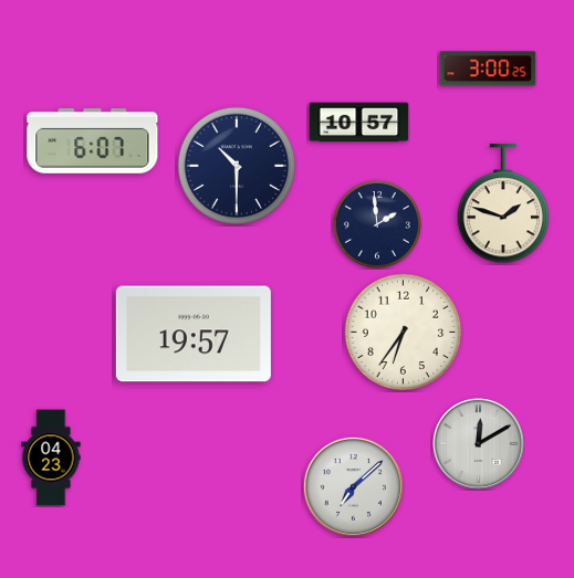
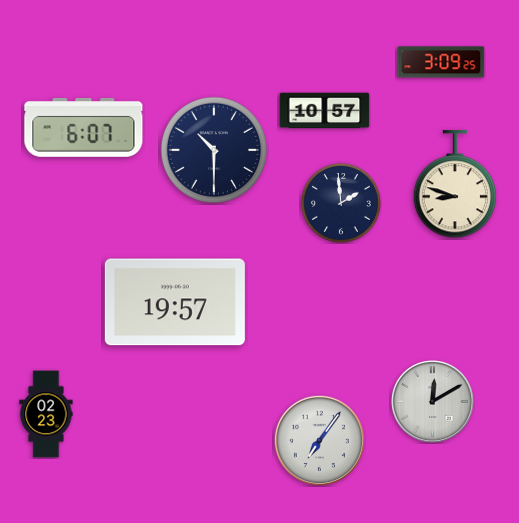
clock at (488, 69): 3:00 -> 3:09
clock at (502, 204): 1:48 -> 8:48
clock at (404, 333): 6:36 -> none
clock at (51, 458): 04:23 -> 02:23
clock at (353, 486): 7:08 -> 7:06
